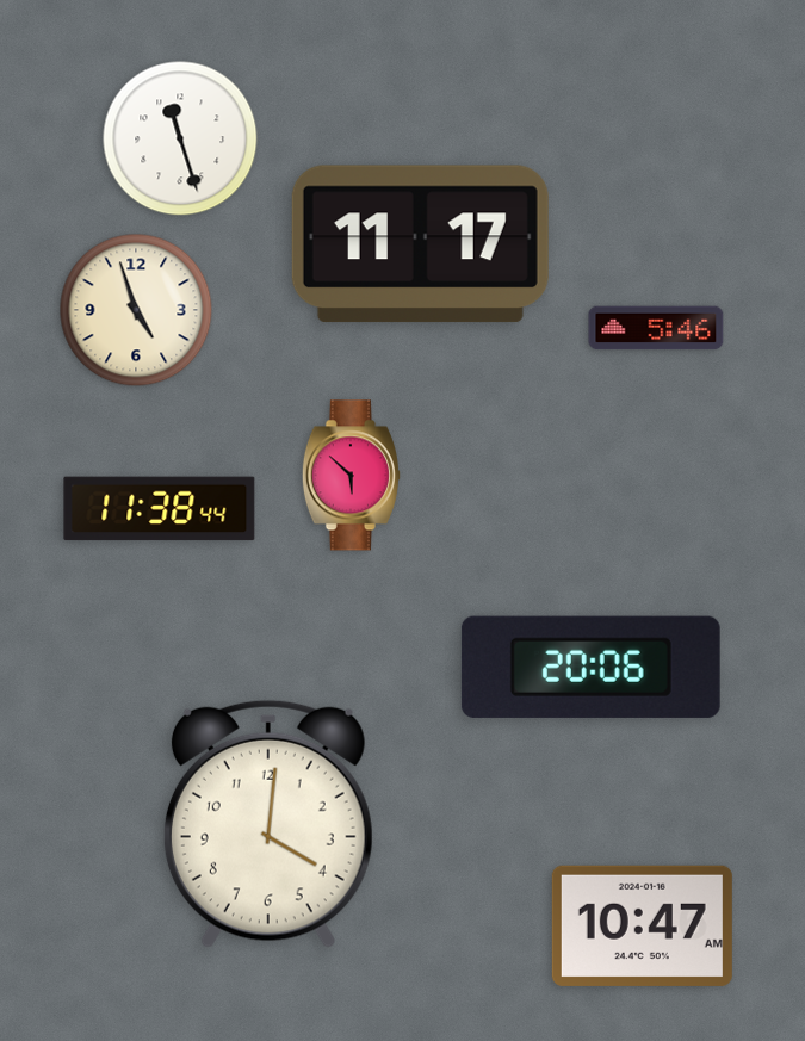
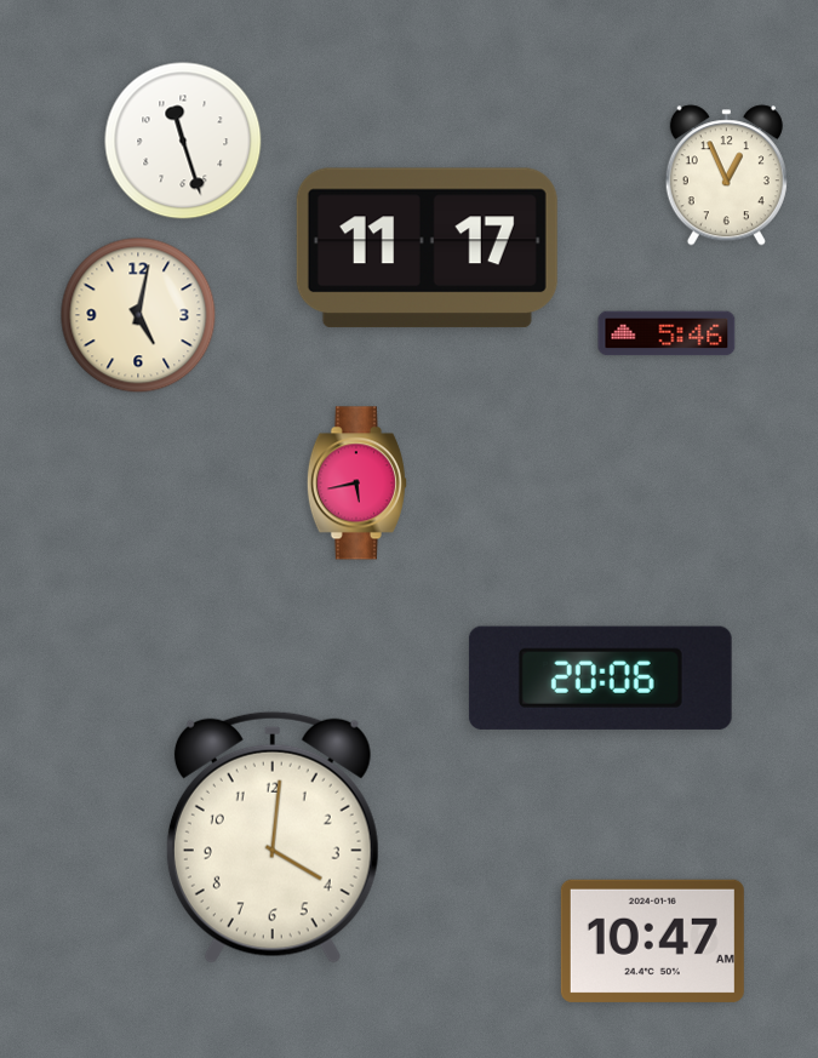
clock at (726, 176): none -> 12:56
clock at (136, 310): 4:57 -> 5:02
clock at (351, 476): 5:52 -> 5:43
clock at (160, 509): 11:38 -> none
